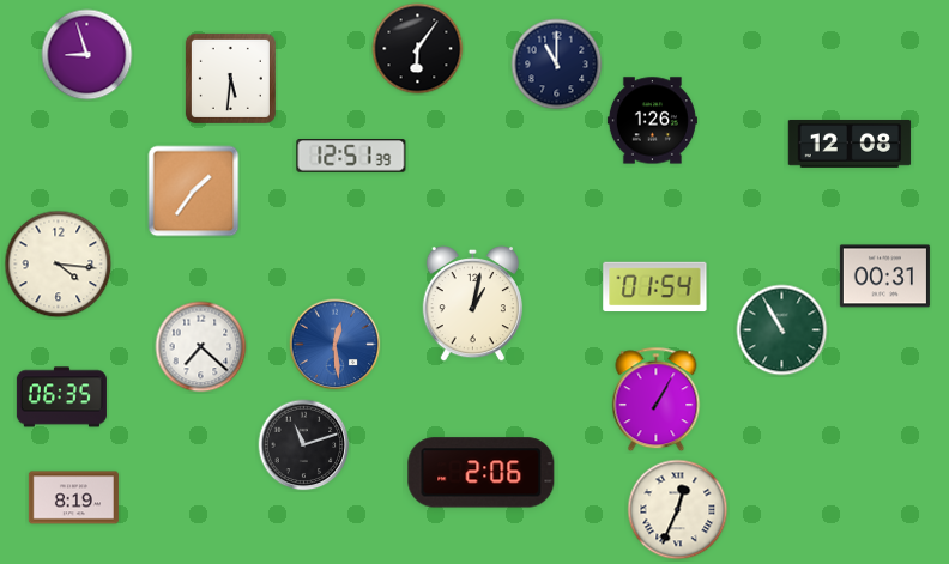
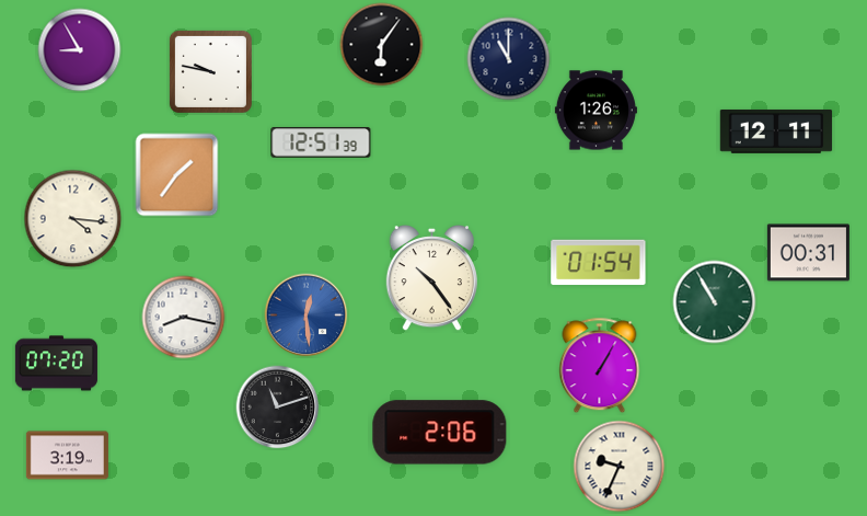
clock at (87, 55): 8:57 -> 8:55
clock at (230, 78): 5:31 -> 9:47
clock at (850, 144): 12:08 -> 12:11
clock at (59, 265) position: (59, 265) -> (73, 219)
clock at (472, 304): 1:02 -> 10:24
clock at (201, 347): 7:22 -> 8:17
clock at (61, 398): 06:35 -> 07:20
clock at (73, 498): 8:19 -> 3:19
clock at (678, 510): 12:34 -> 9:34
